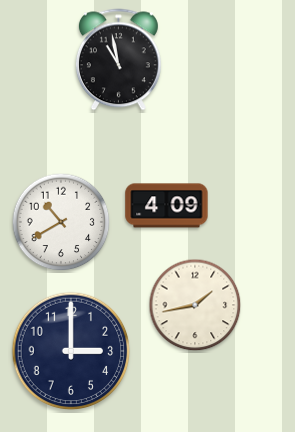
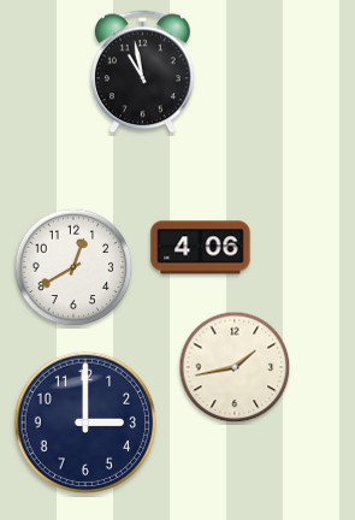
clock at (167, 206): 4:09 -> 4:06
clock at (61, 222): 10:40 -> 12:40
